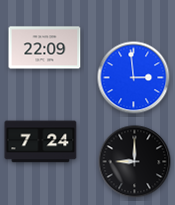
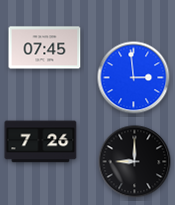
clock at (45, 48): 22:09 -> 07:45
clock at (41, 142): 7:24 -> 7:26
